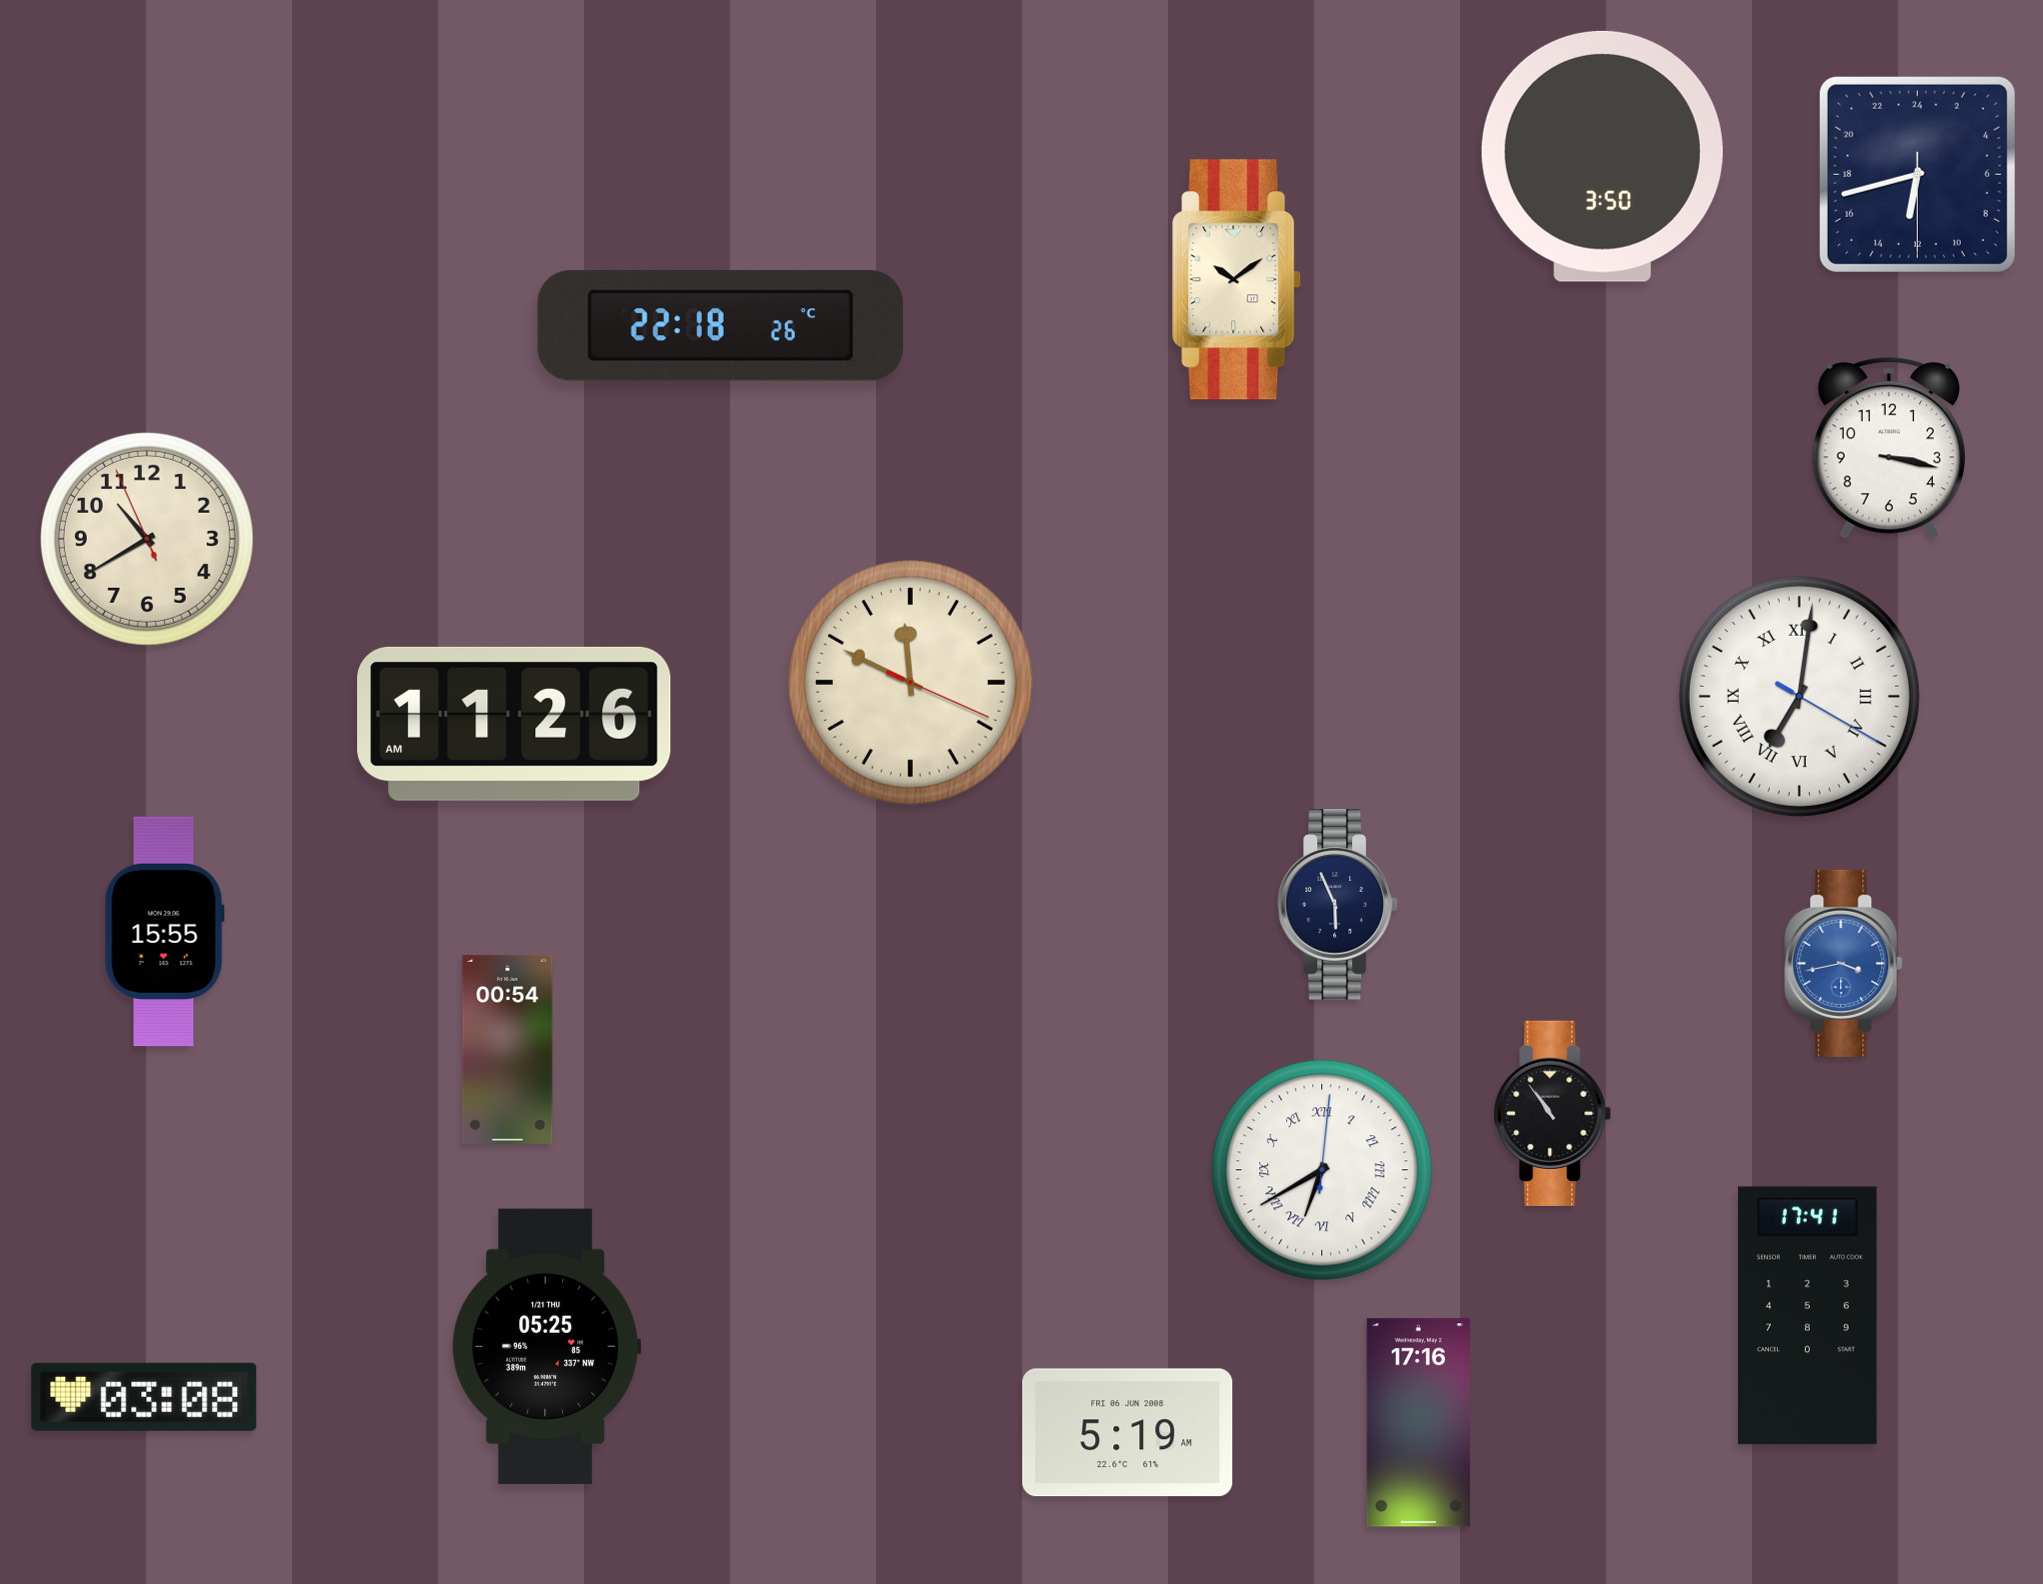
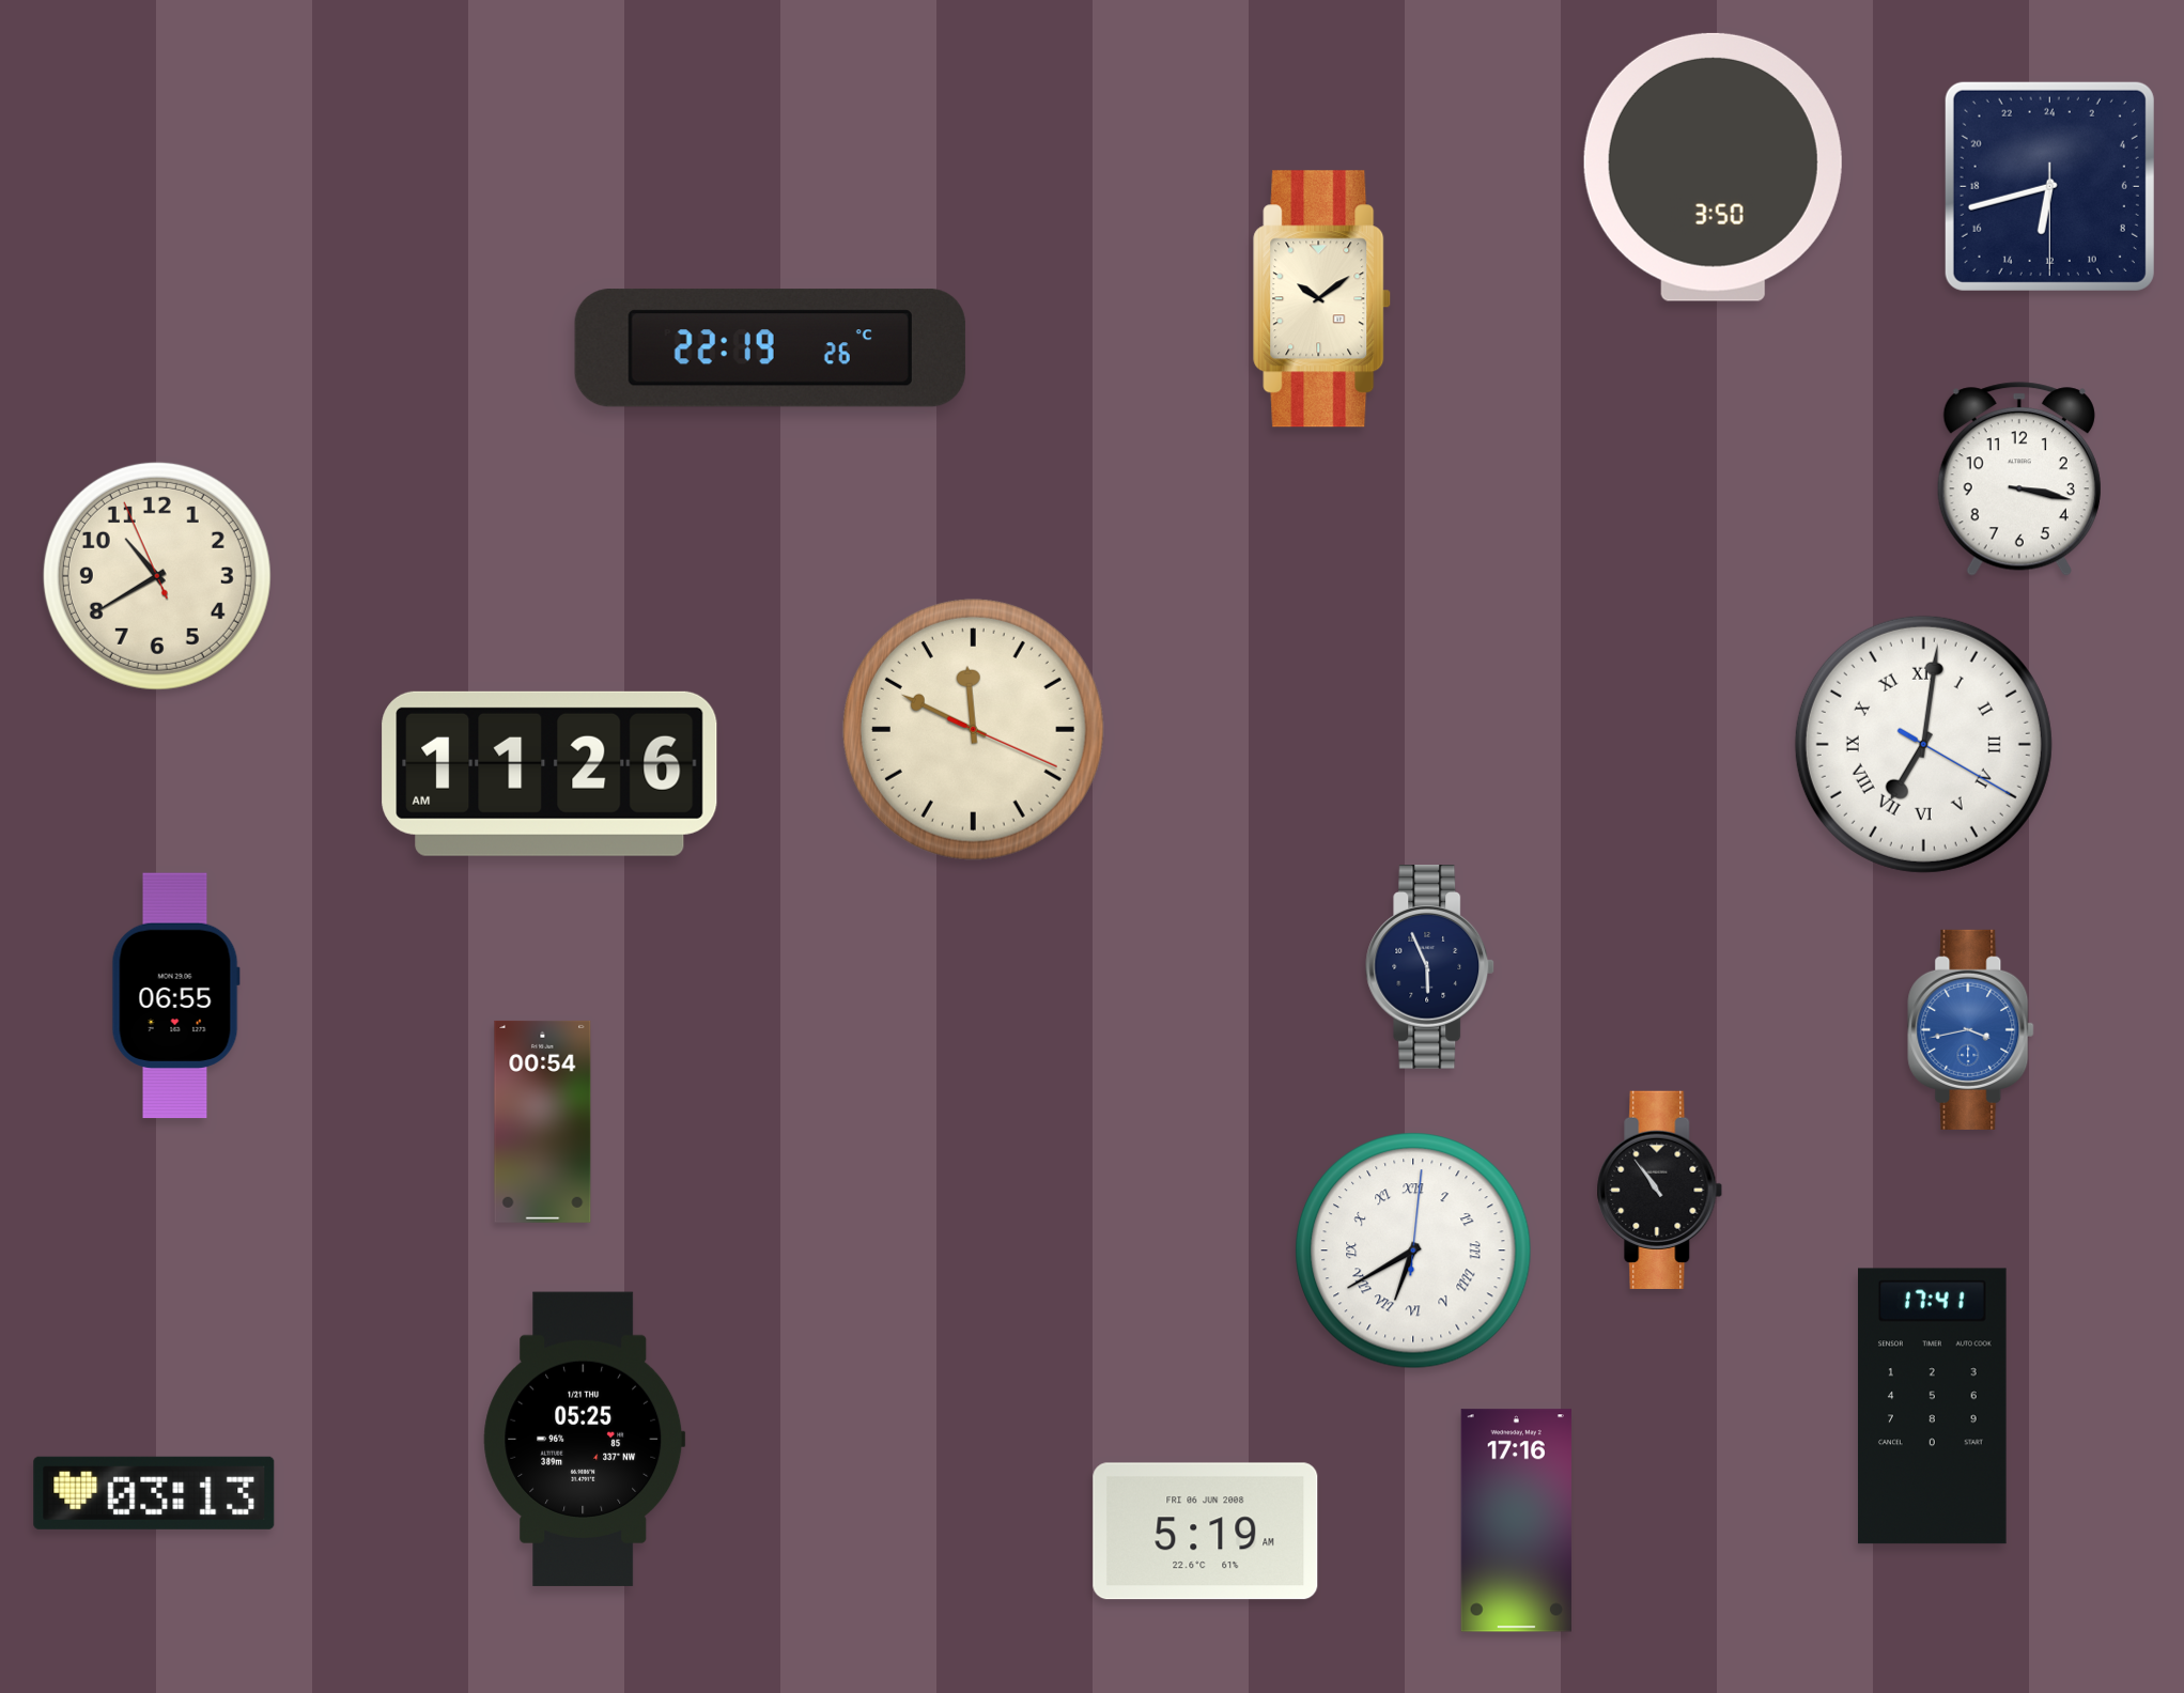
clock at (720, 326): 22:18 -> 22:19
clock at (164, 932): 15:55 -> 06:55
clock at (144, 1397): 03:08 -> 03:13
